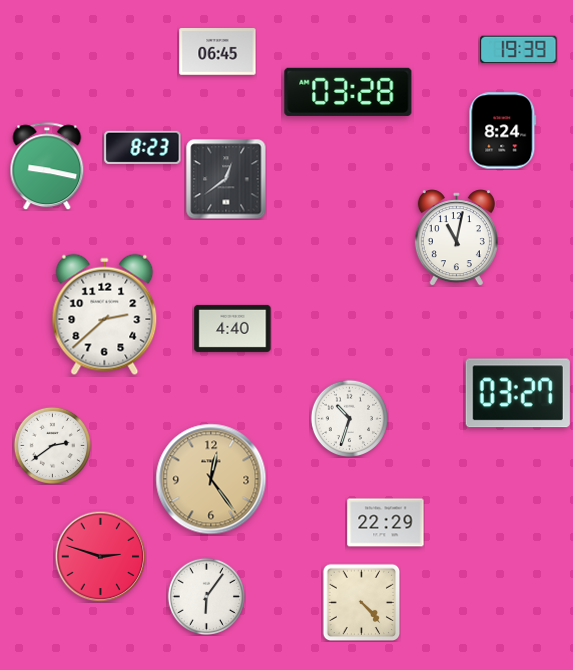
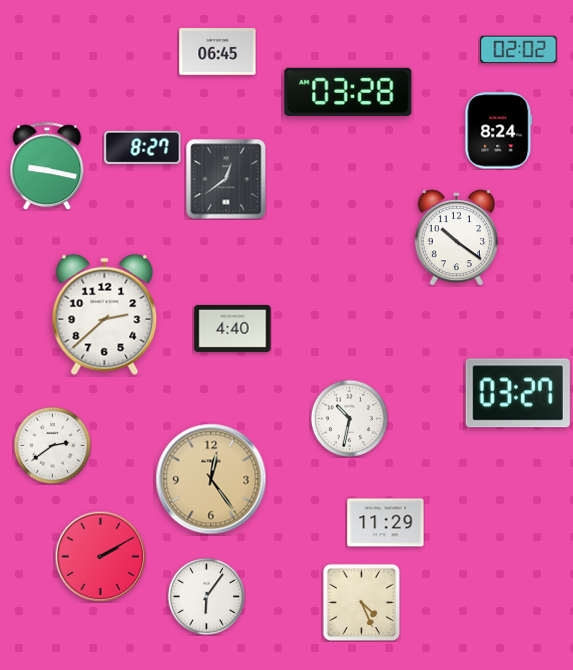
clock at (519, 50): 19:39 -> 02:02
clock at (503, 131) position: (503, 131) -> (499, 131)
clock at (143, 147): 8:23 -> 8:27
clock at (456, 238): 11:02 -> 10:21
clock at (349, 418): 10:33 -> 10:32
clock at (386, 523): 22:29 -> 11:29
clock at (100, 556): 2:48 -> 2:10
clock at (361, 602): 4:23 -> 4:26
